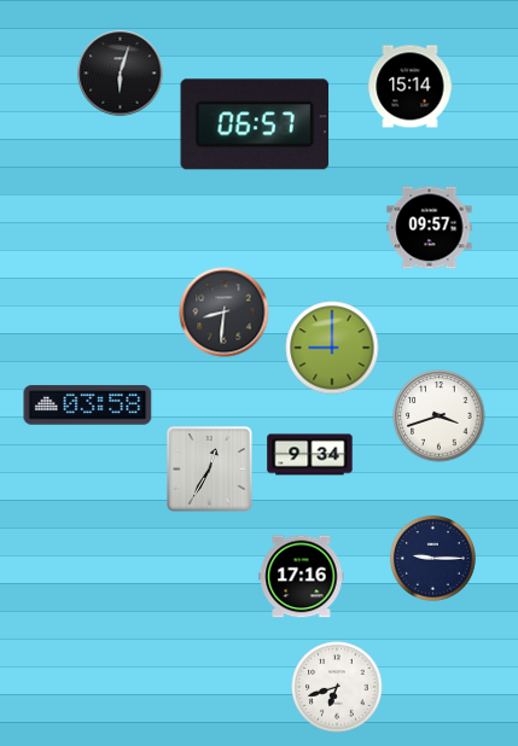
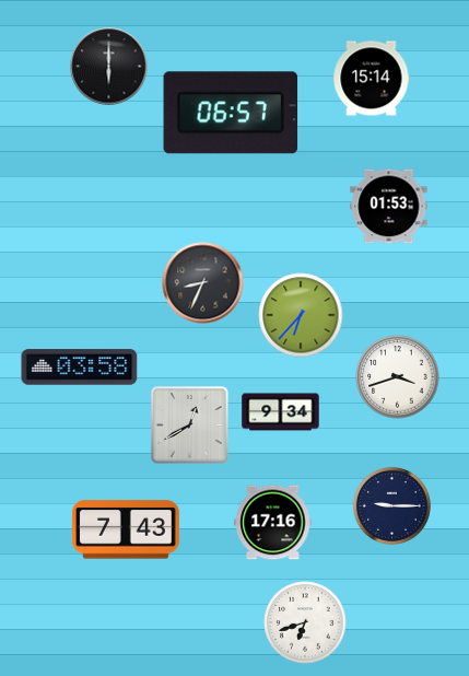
clock at (121, 74): 6:03 -> 6:00
clock at (430, 228): 09:57 -> 01:53
clock at (225, 313): 8:31 -> 8:34
clock at (332, 348): 9:00 -> 6:37
clock at (210, 470): 12:35 -> 12:40
clock at (126, 529): none -> 7:43
